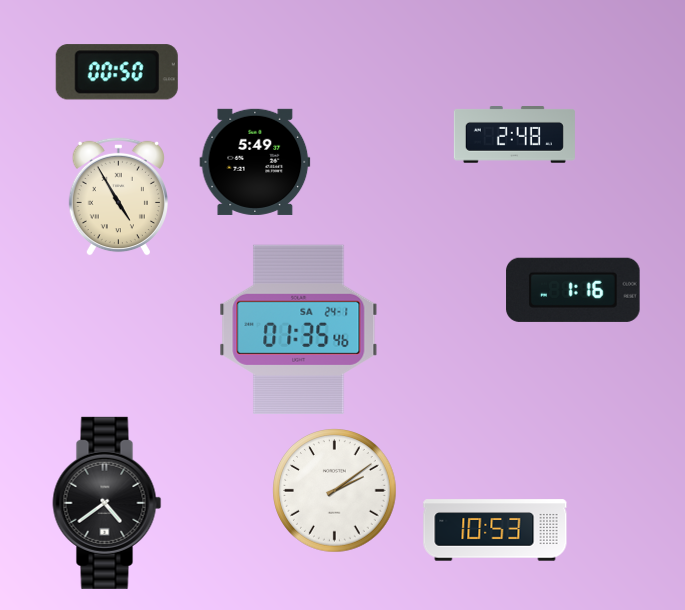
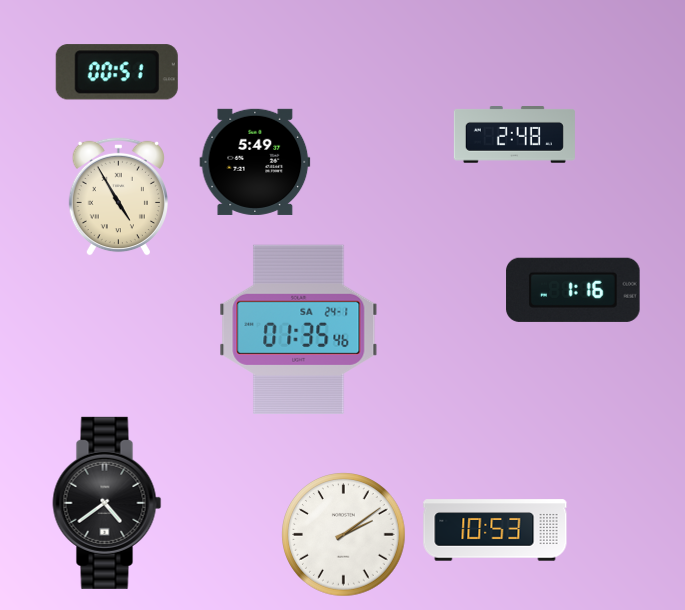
clock at (117, 72): 00:50 -> 00:51
clock at (335, 491) position: (335, 491) -> (344, 535)
